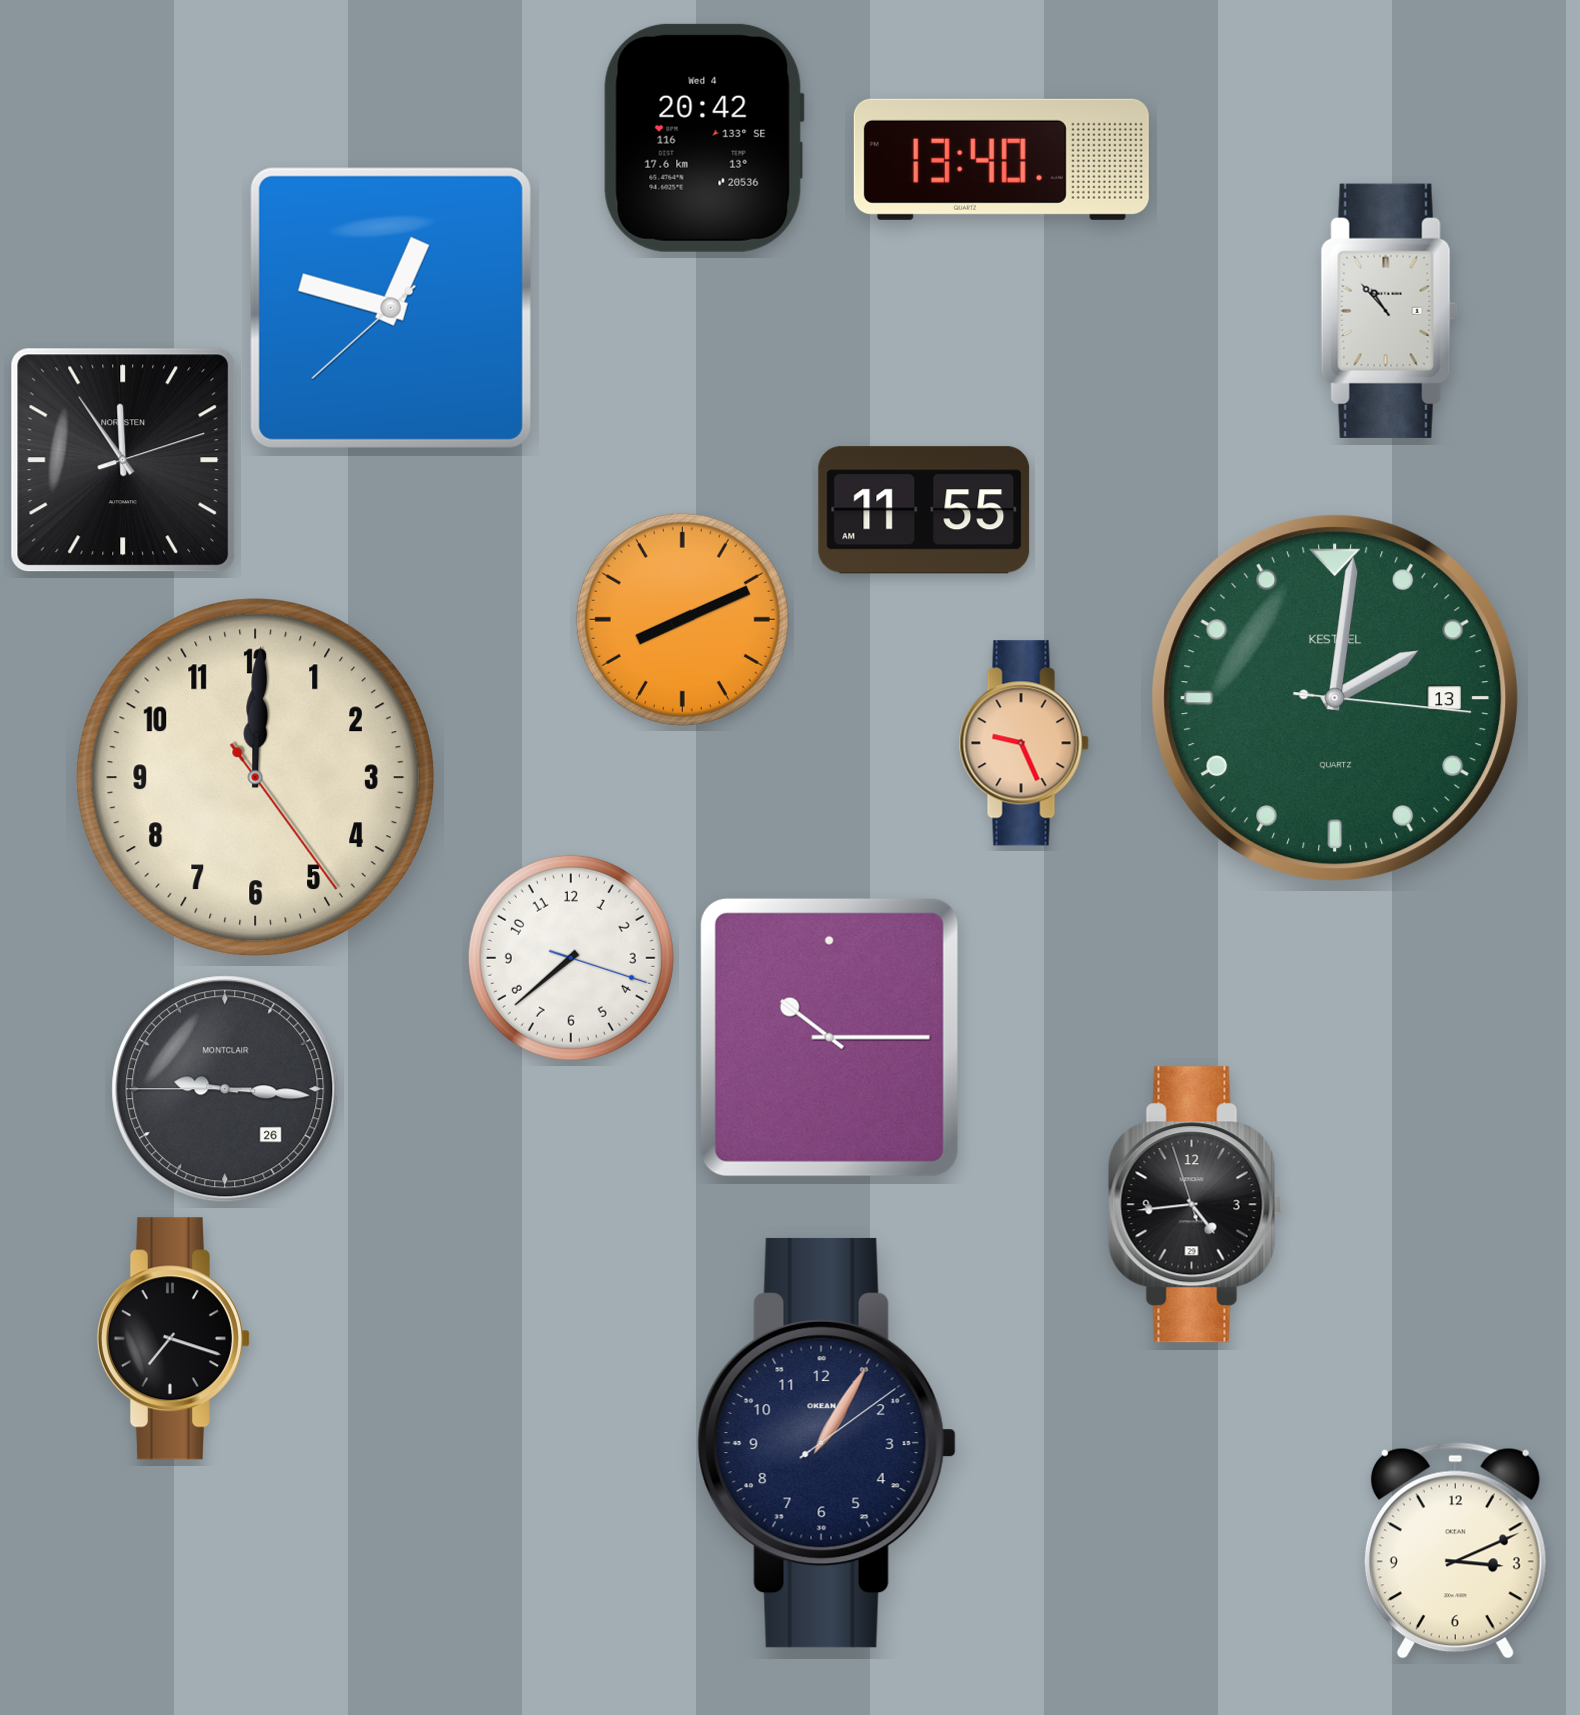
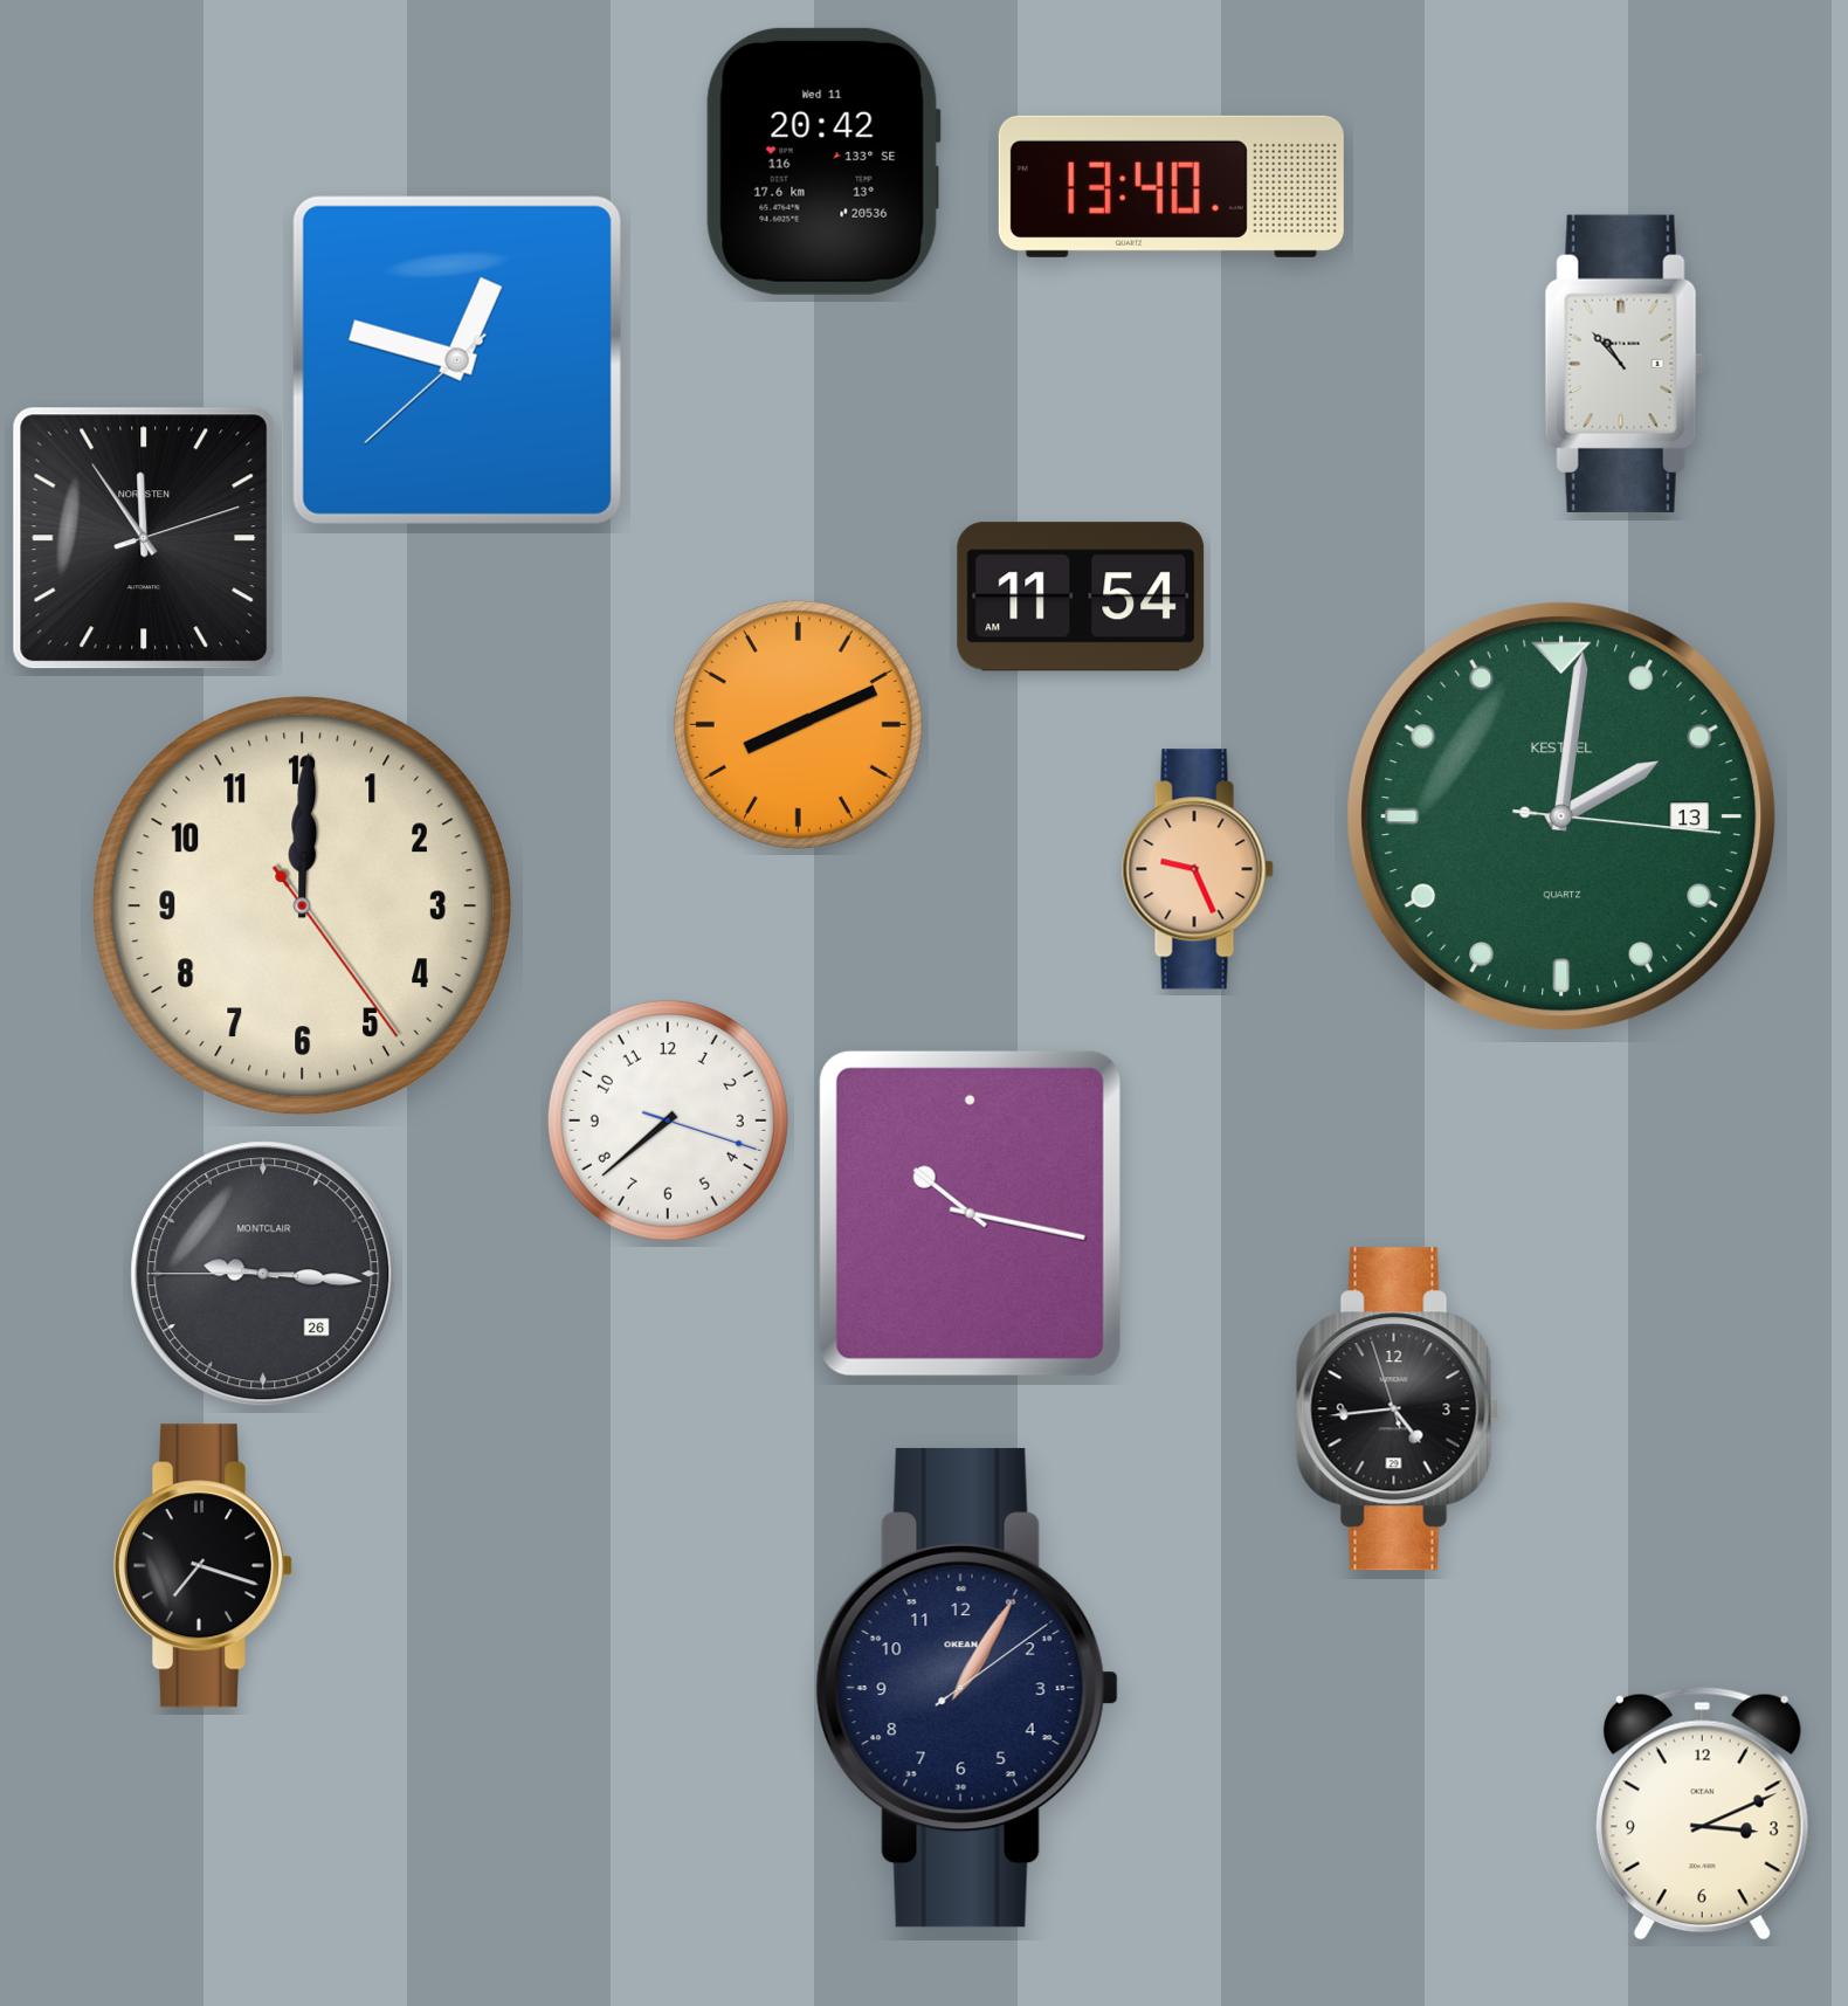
clock at (704, 138) date: Wed 4 -> Wed 11
clock at (924, 510): 11:55 -> 11:54
clock at (255, 777) position: (255, 777) -> (302, 905)
clock at (829, 1037): 10:15 -> 10:17
